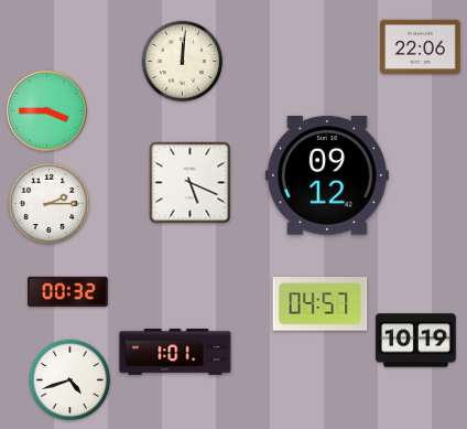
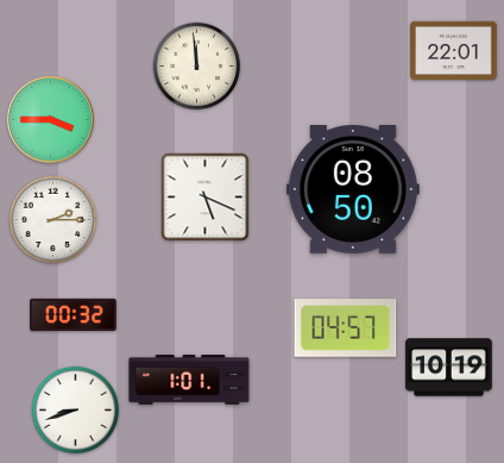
clock at (421, 47): 22:06 -> 22:01
clock at (183, 62): 12:01 -> 11:59
clock at (327, 176): 09:12 -> 08:50
clock at (70, 380): 4:42 -> 8:42
